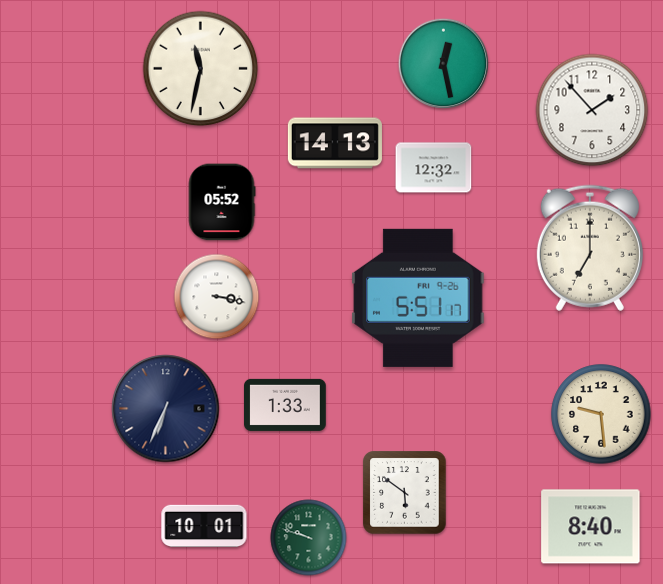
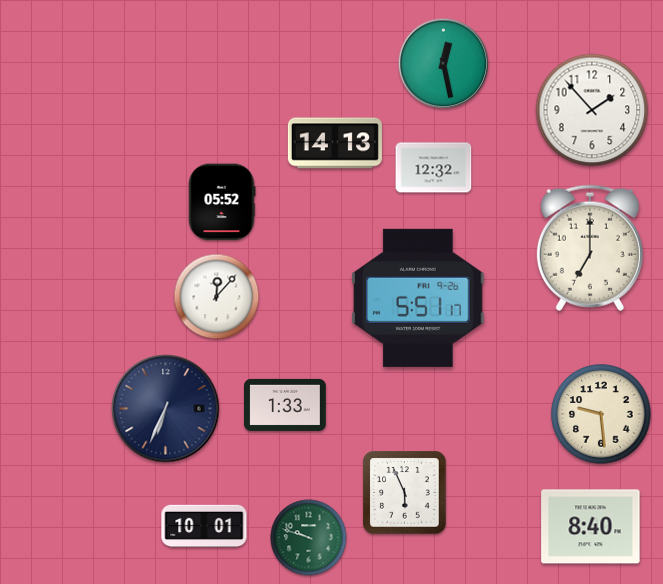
clock at (201, 69): 11:32 -> none
clock at (217, 297): 3:17 -> 12:07
clock at (405, 493): 5:51 -> 5:56
